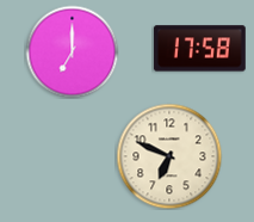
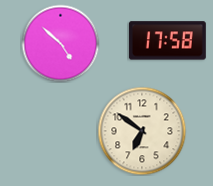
clock at (72, 51): 7:00 -> 4:52
clock at (169, 156): 6:49 -> 6:51
